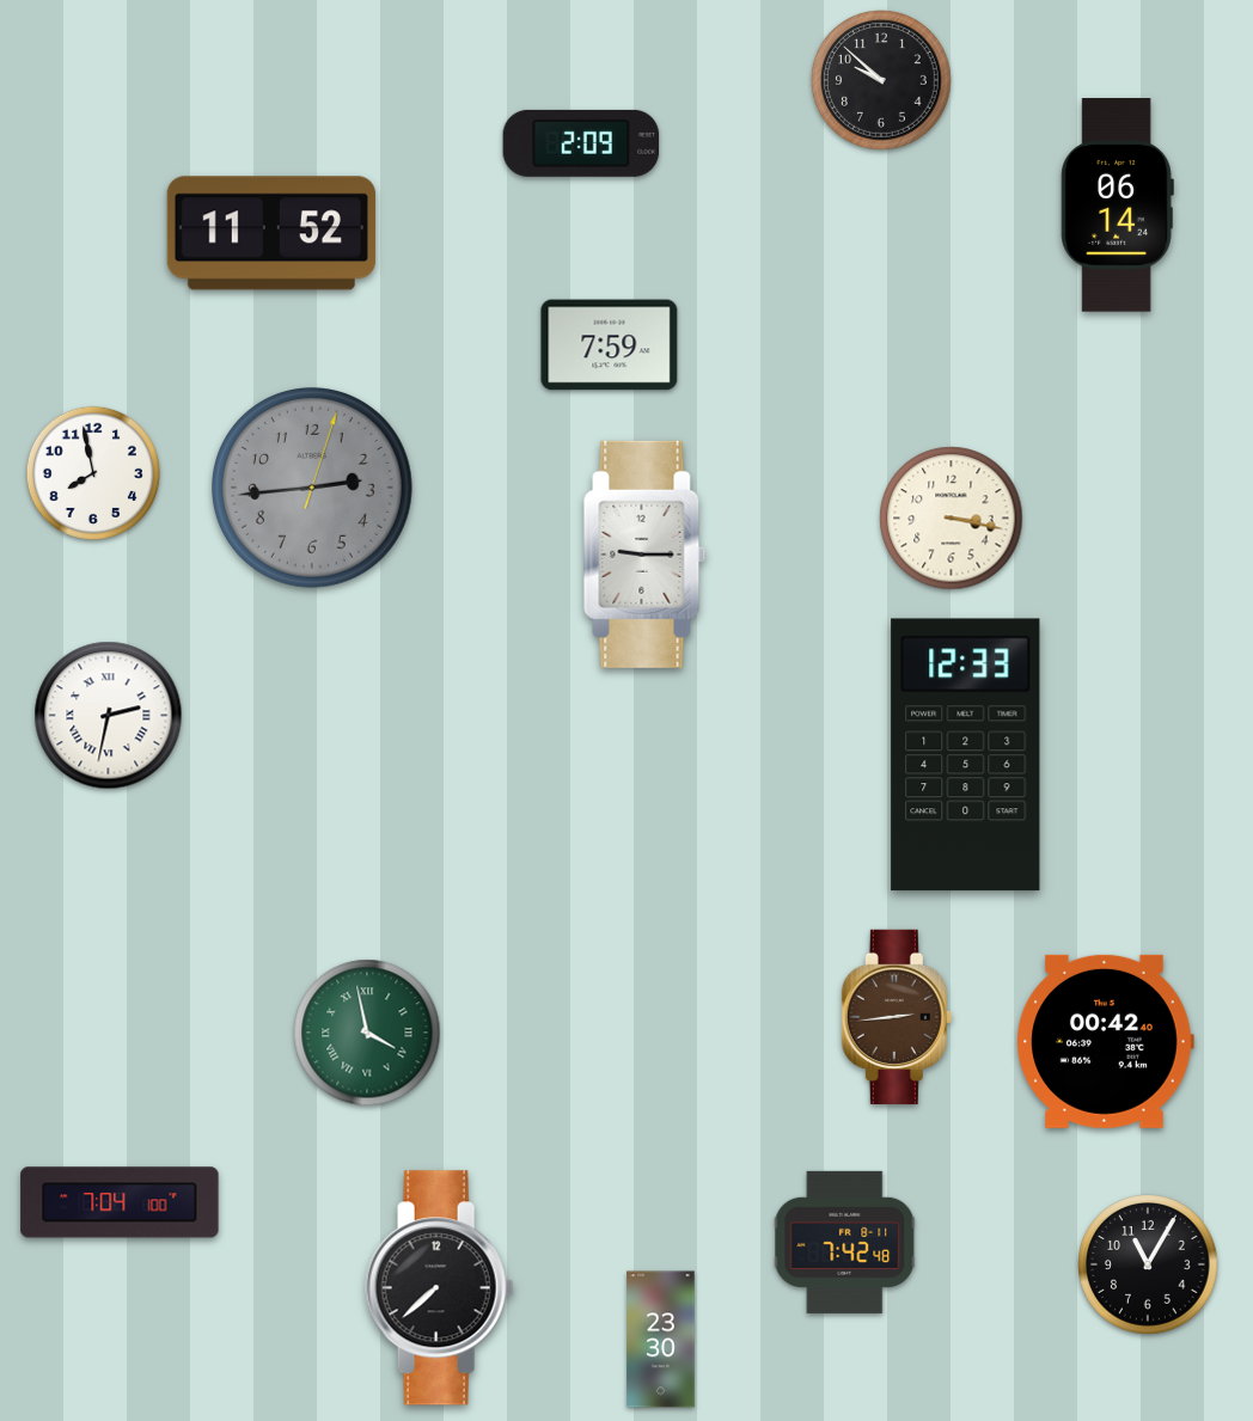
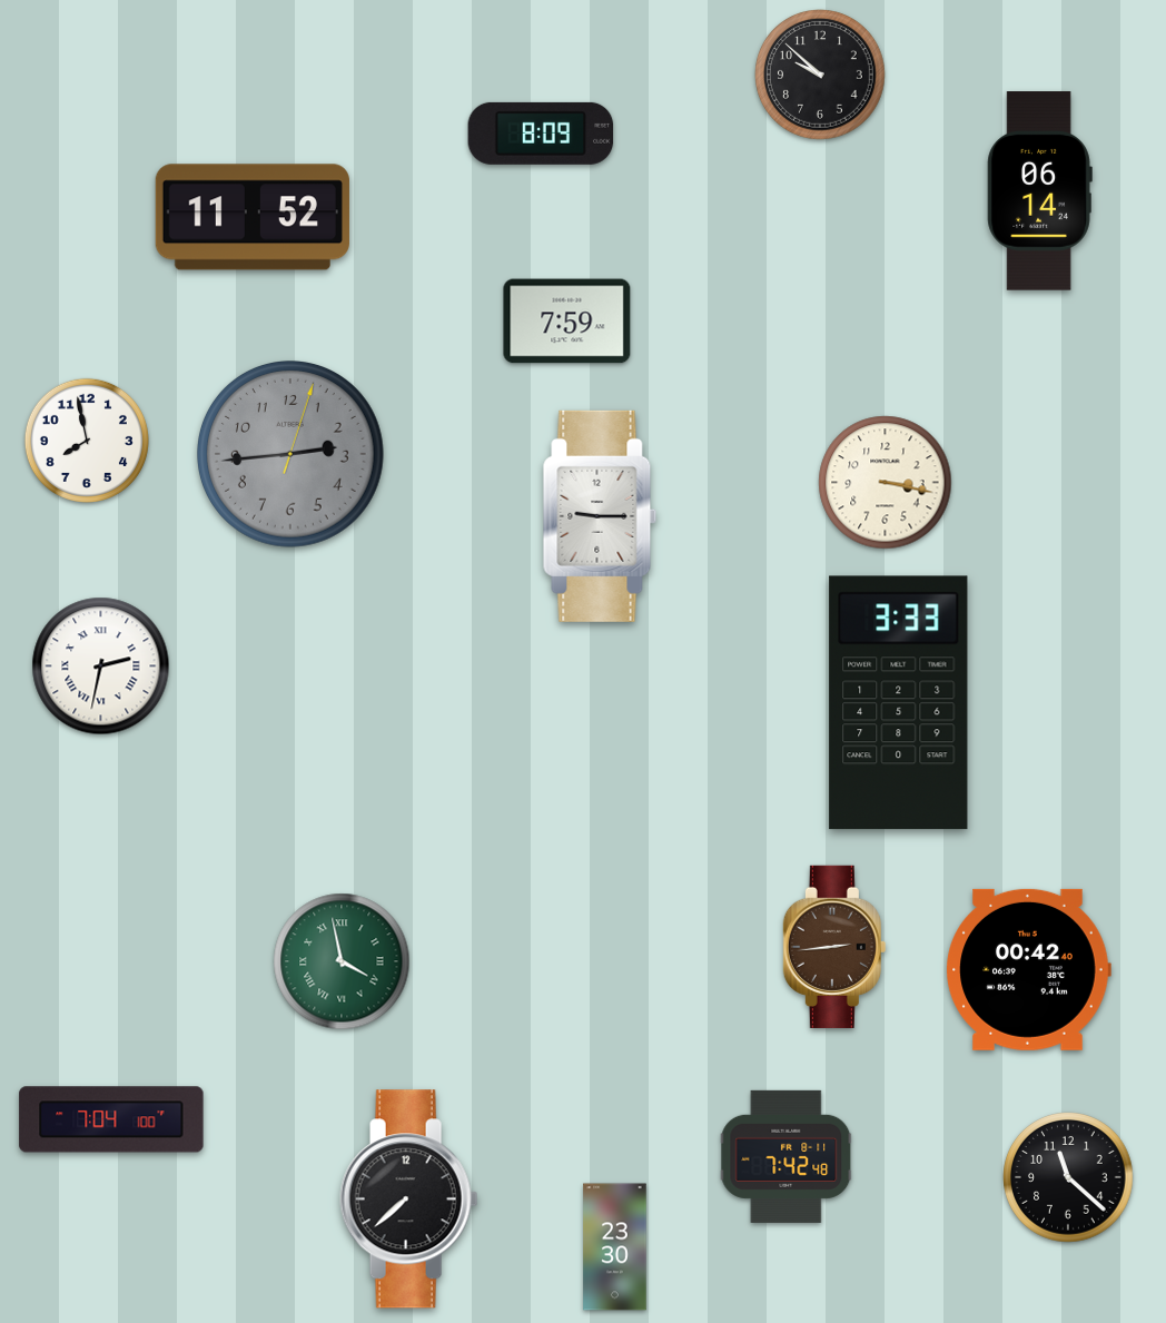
clock at (581, 143): 2:09 -> 8:09
clock at (966, 755): 12:33 -> 3:33
clock at (1148, 1264): 11:05 -> 11:22
